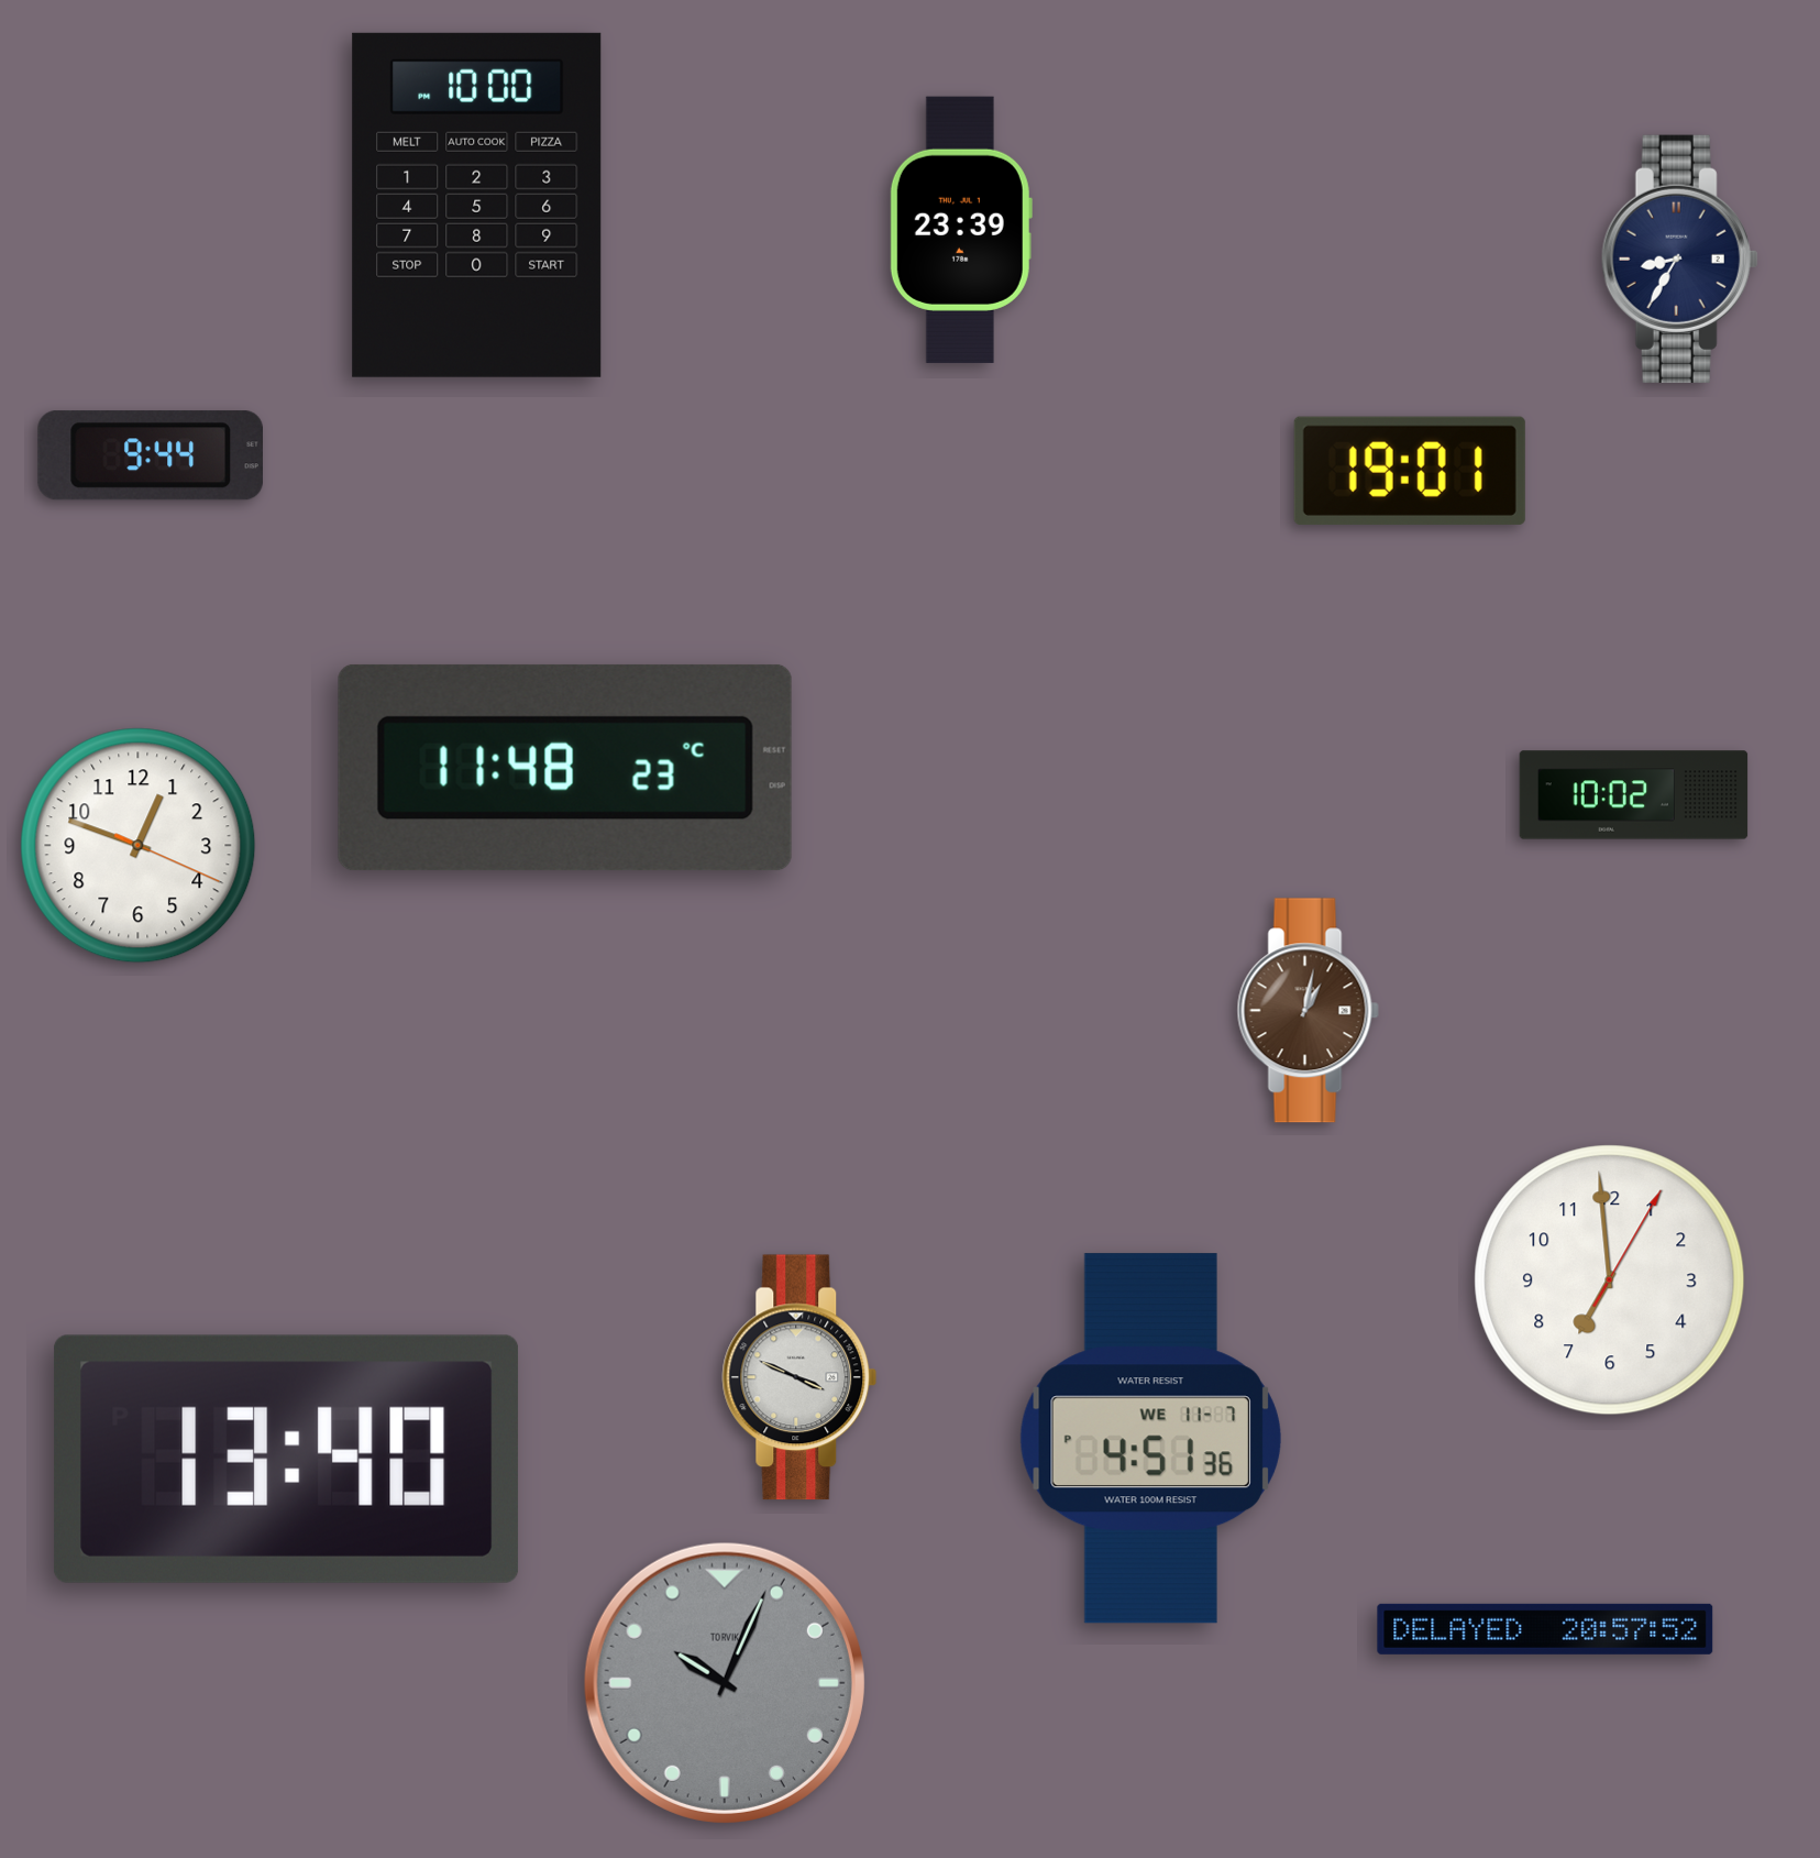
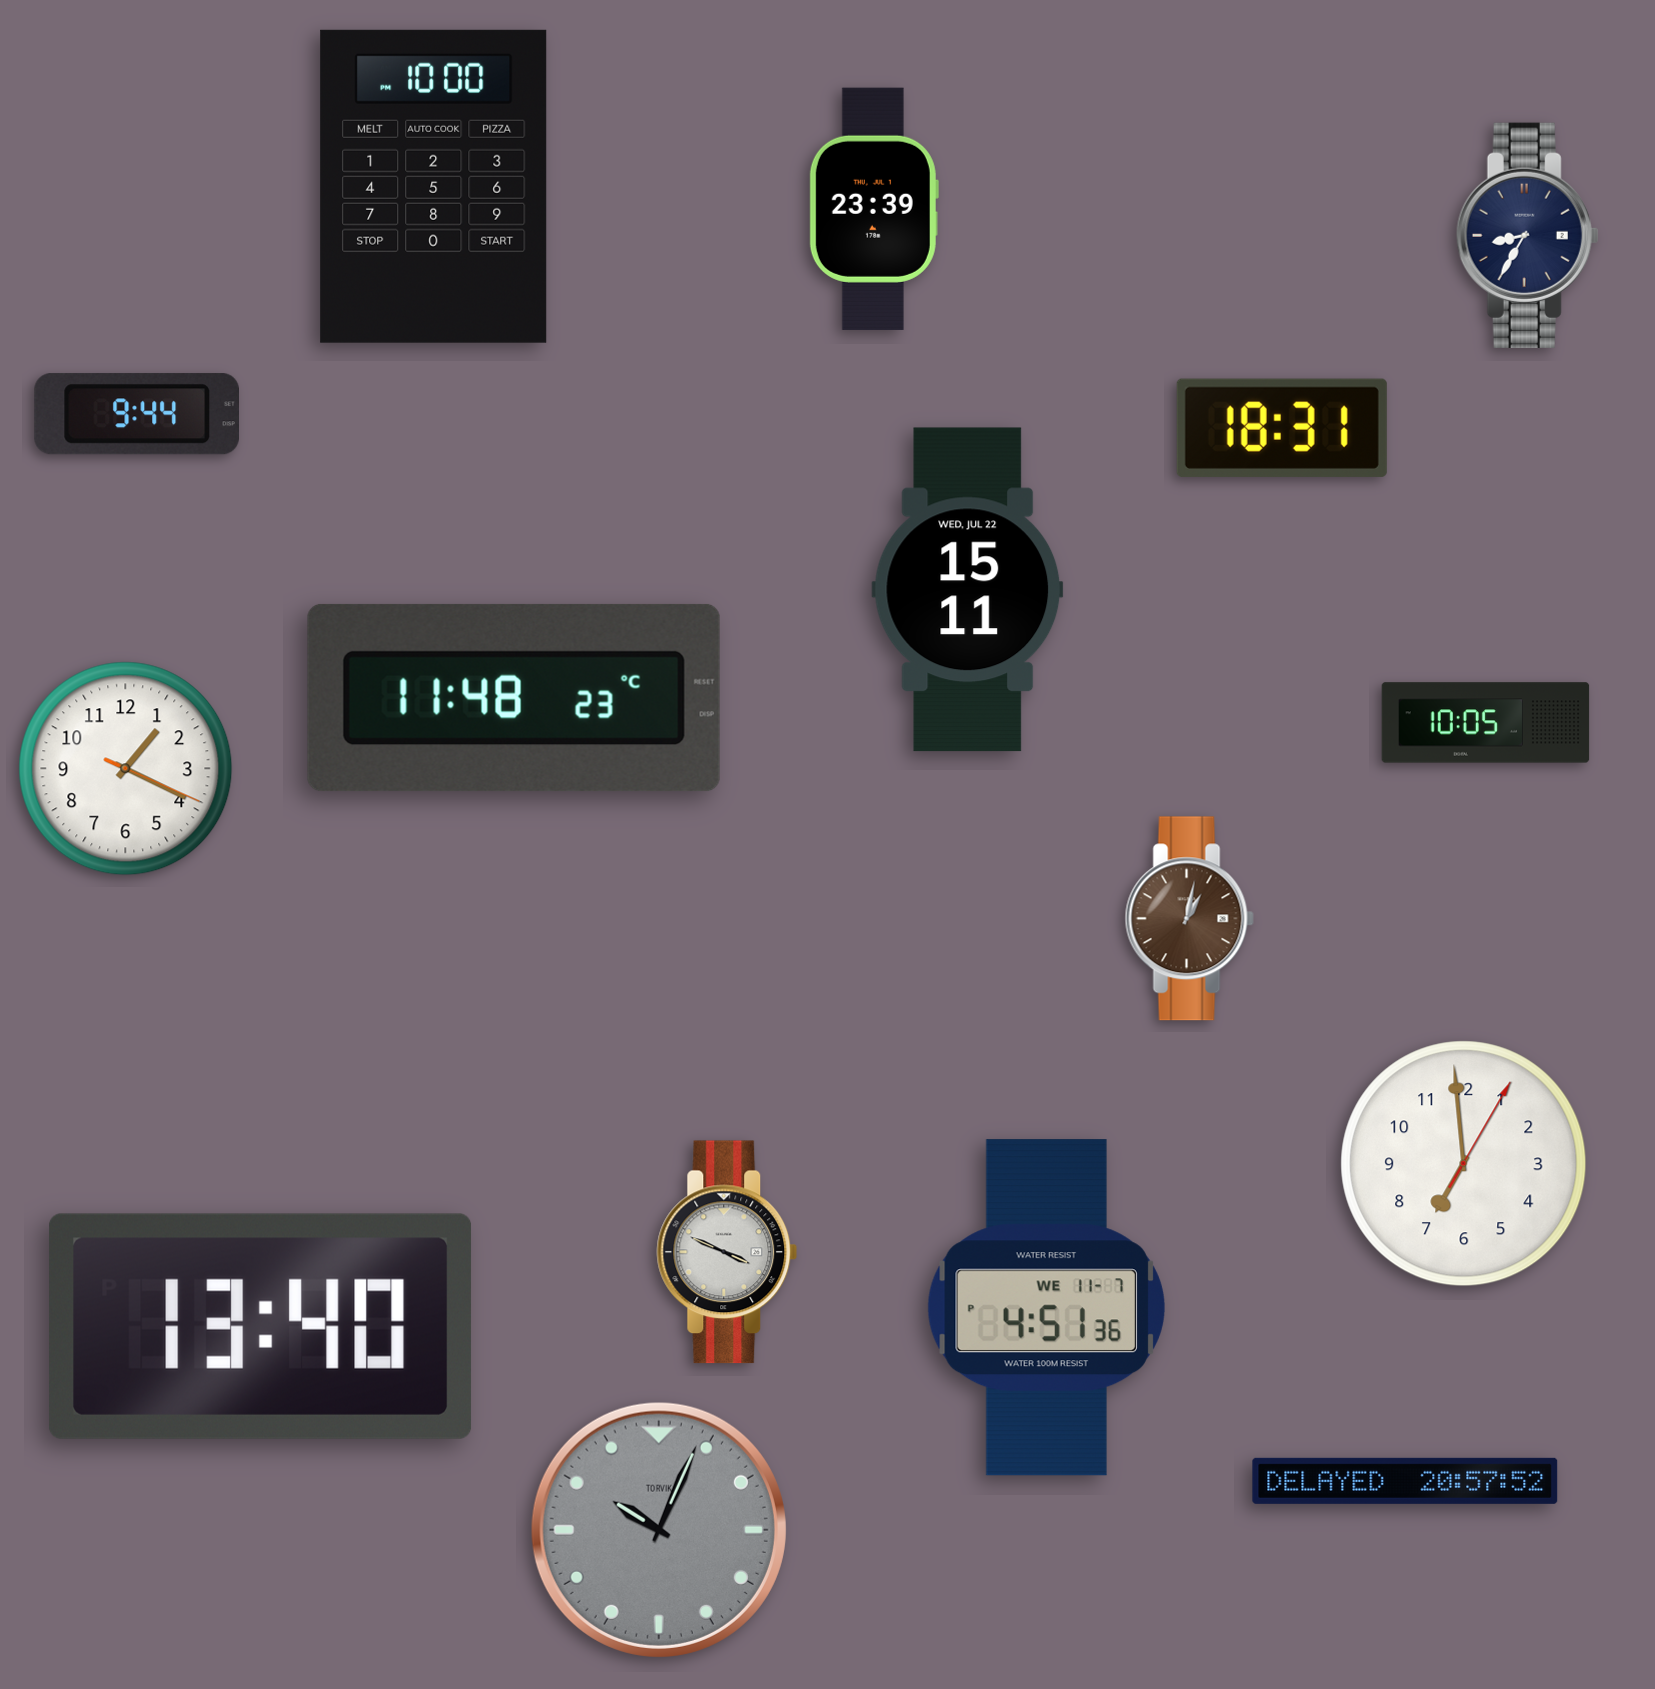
clock at (1410, 471): 19:01 -> 18:31
clock at (968, 590): none -> 15:11
clock at (1634, 795): 10:02 -> 10:05
clock at (139, 846): 12:48 -> 1:19
